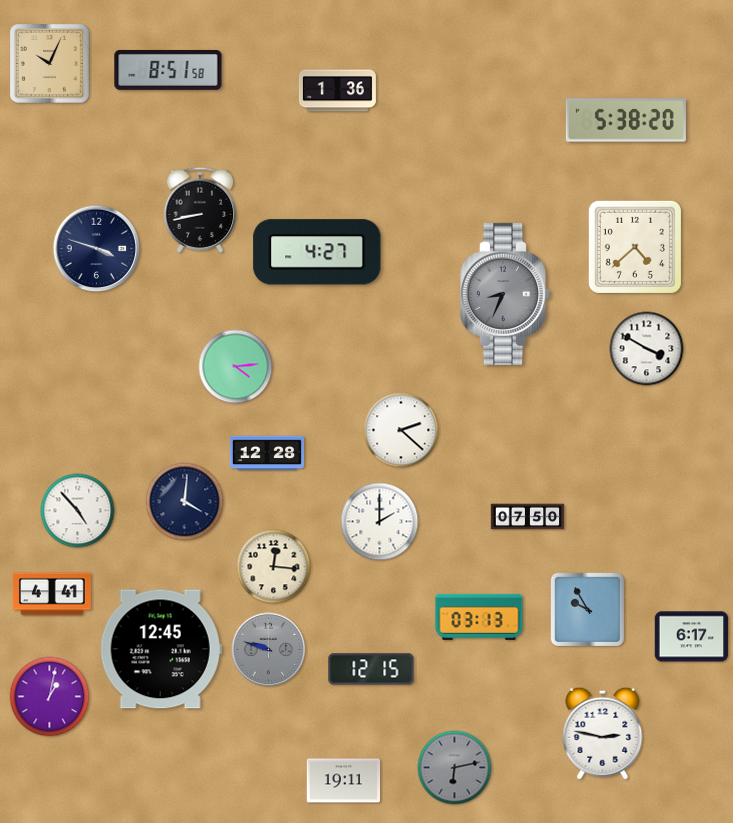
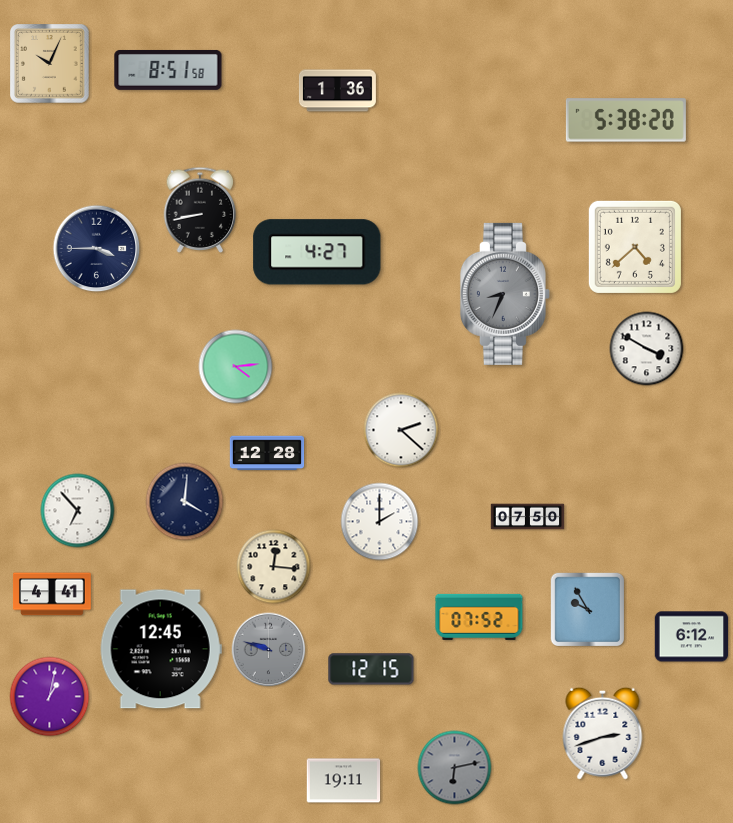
clock at (97, 249): 3:48 -> 3:45
clock at (78, 511): 4:53 -> 6:53
clock at (479, 617): 03:13 -> 07:52
clock at (692, 637): 6:17 -> 6:12
clock at (603, 733): 2:47 -> 2:42
